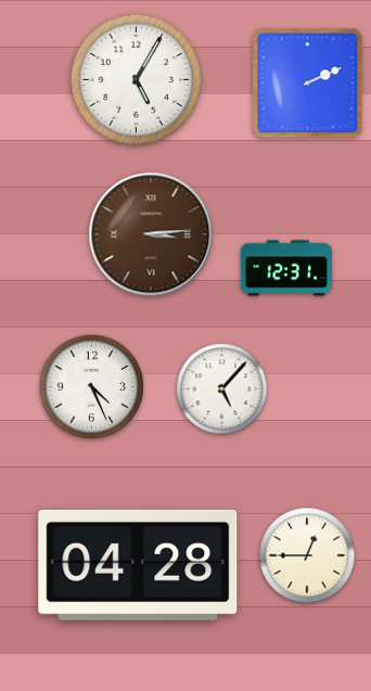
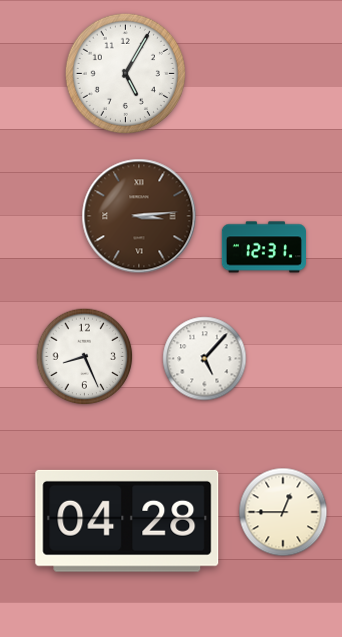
clock at (308, 84): 2:11 -> none
clock at (92, 387): 4:26 -> 8:26
